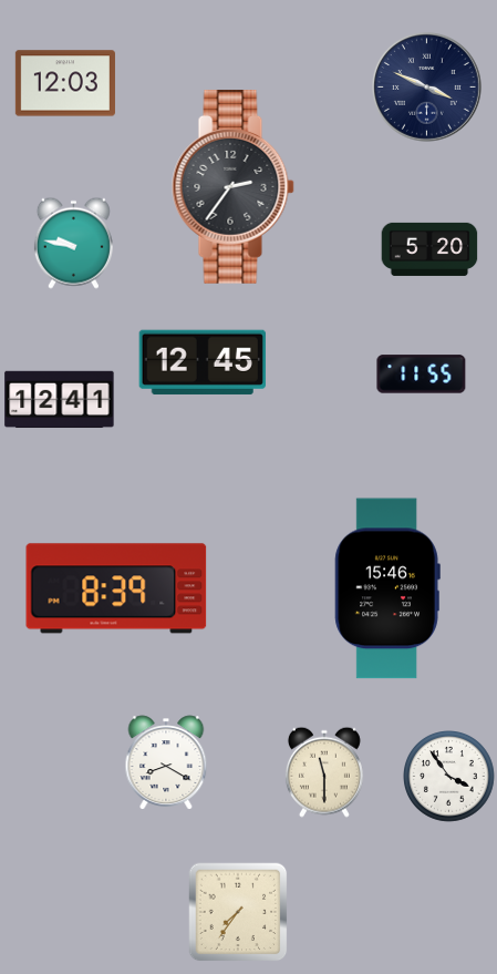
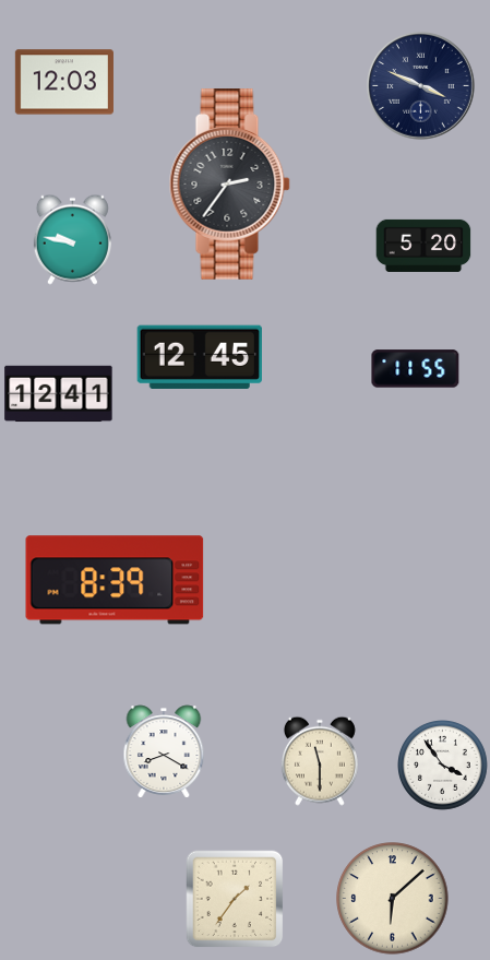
clock at (387, 588): 15:46 -> none
clock at (238, 912): 7:36 -> 1:36
clock at (393, 899): none -> 6:08
